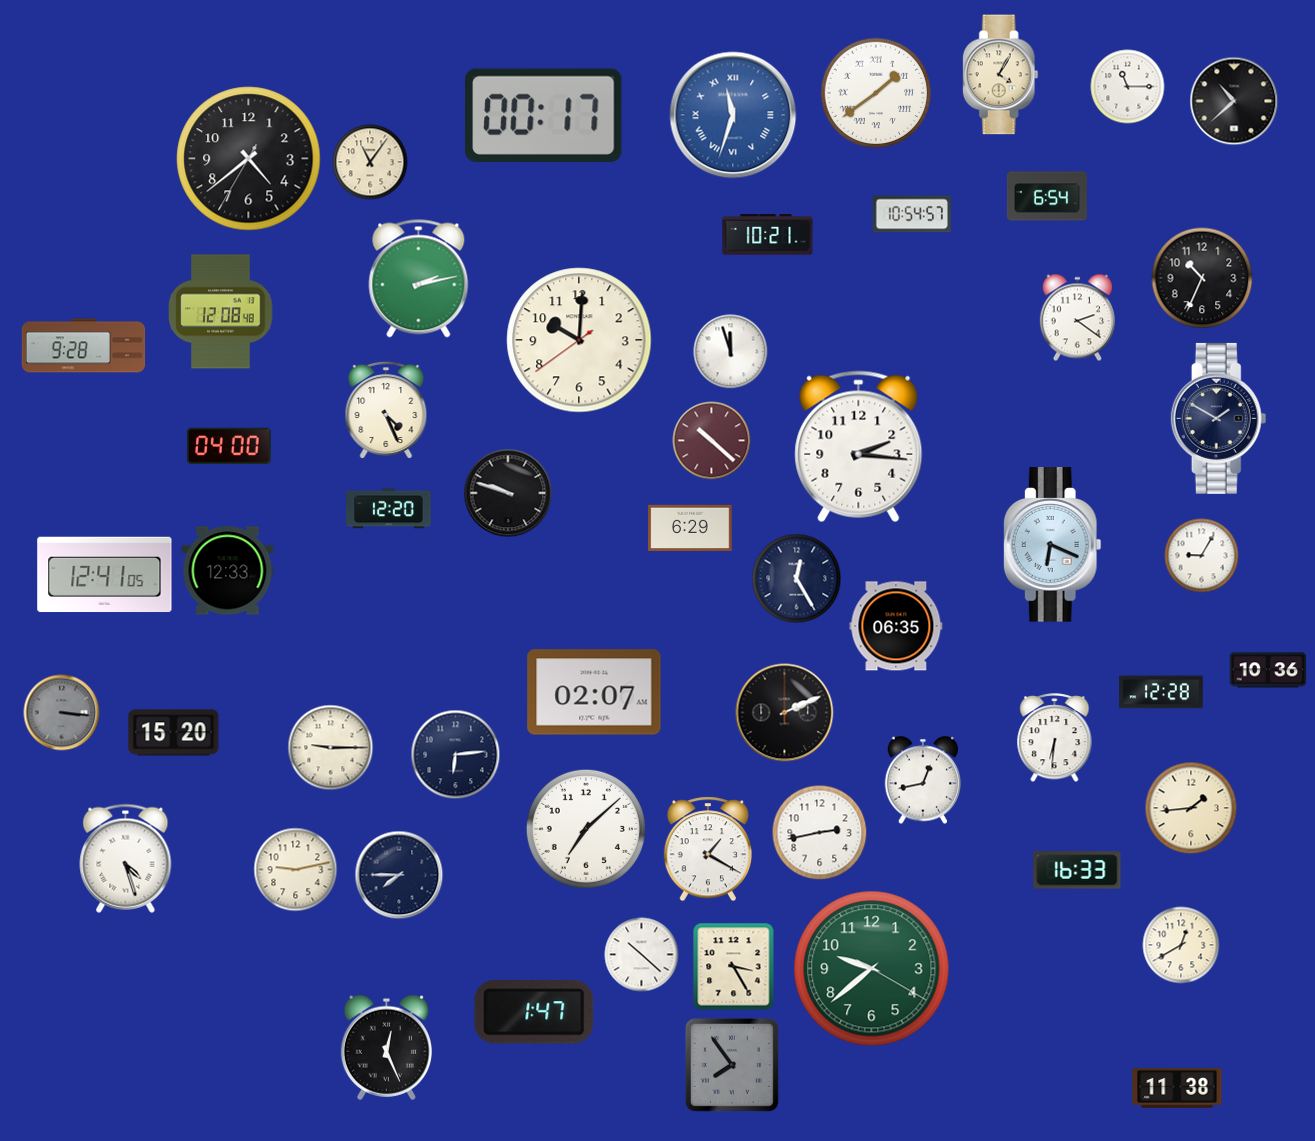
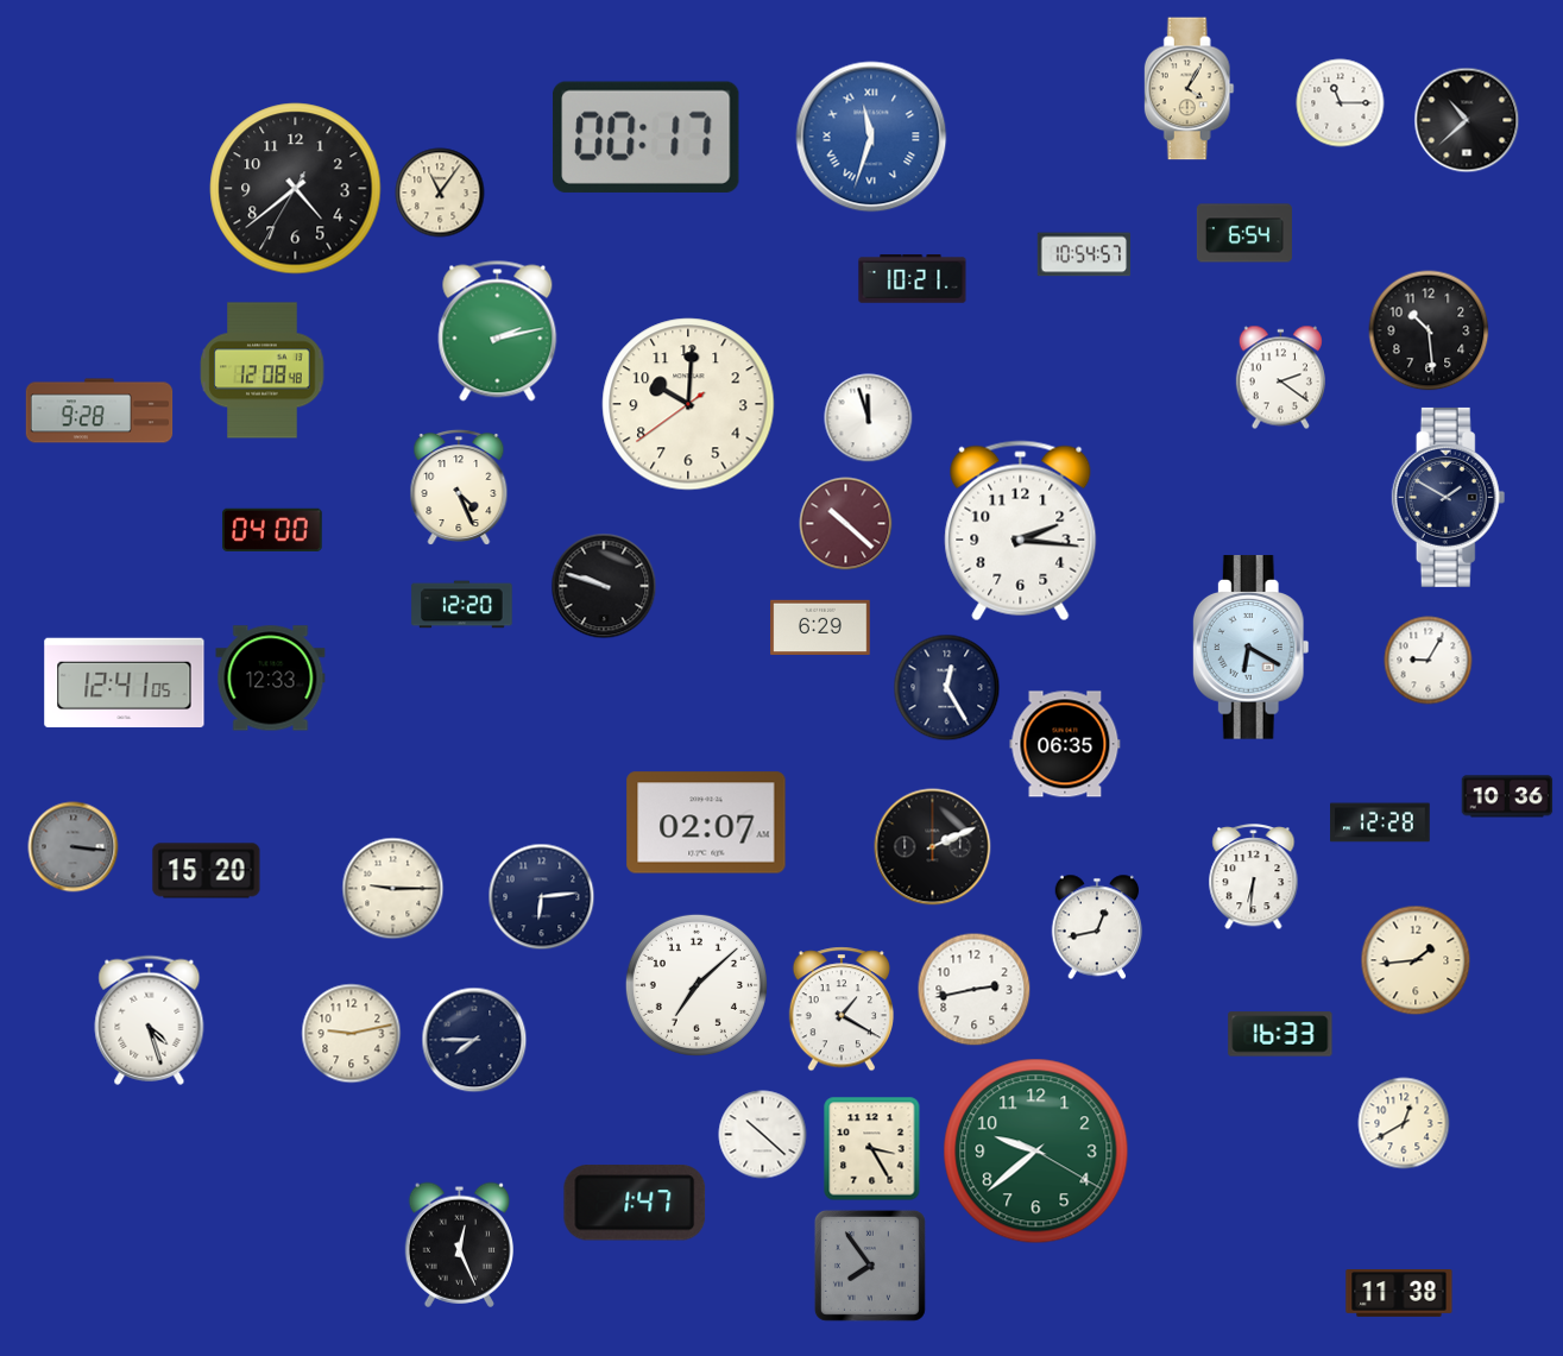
clock at (876, 93): 1:39 -> none
clock at (1202, 278): 10:34 -> 10:29
clock at (1052, 545): 6:19 -> 6:20
